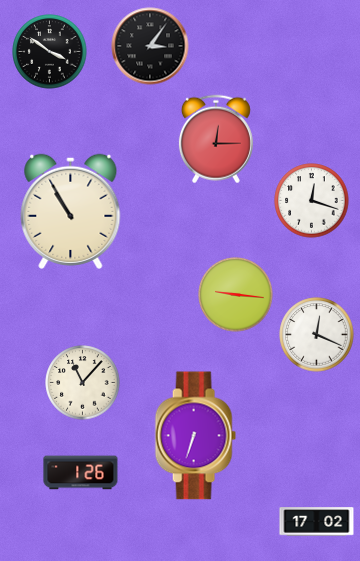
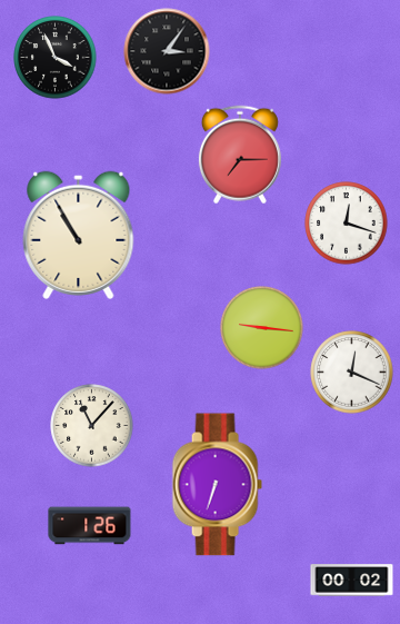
clock at (50, 52): 3:51 -> 3:56
clock at (216, 139): 12:15 -> 7:15
clock at (317, 522): 17:02 -> 00:02
